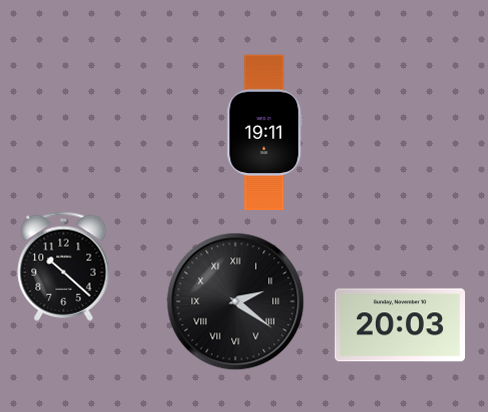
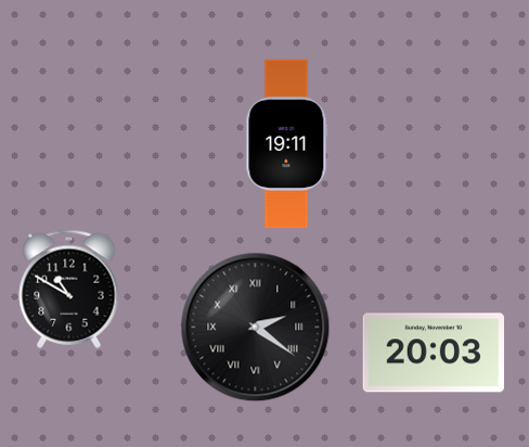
clock at (64, 266): 10:22 -> 10:50
